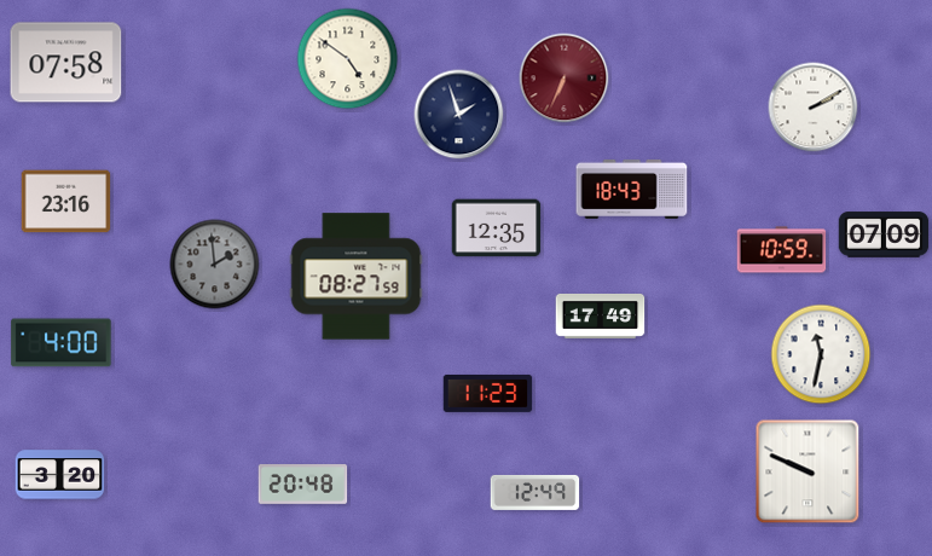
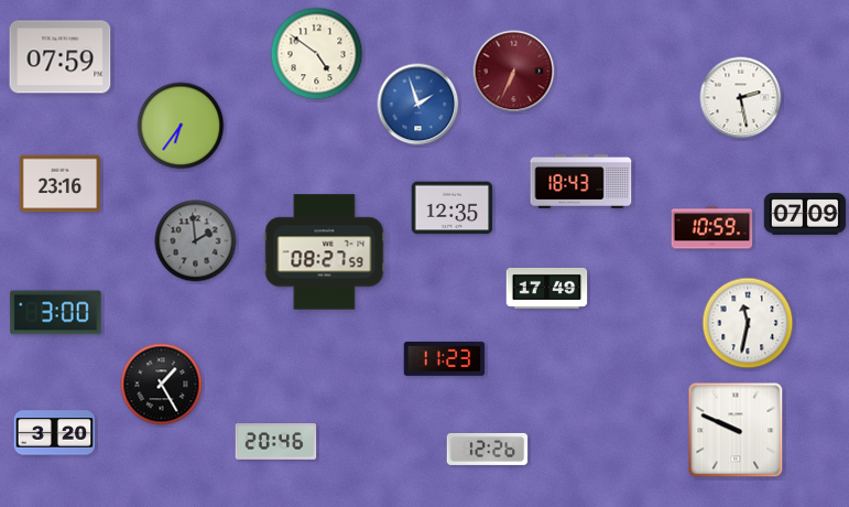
clock at (66, 63): 07:58 -> 07:59
clock at (814, 108): 2:10 -> 2:28
clock at (459, 115) dial: navy -> blue
clock at (181, 126): none -> 6:36
clock at (632, 189) position: (632, 189) -> (581, 181)
clock at (62, 343): 4:00 -> 3:00
clock at (162, 385): none -> 1:25
clock at (303, 485): 20:48 -> 20:46
clock at (536, 492): 12:49 -> 12:26
